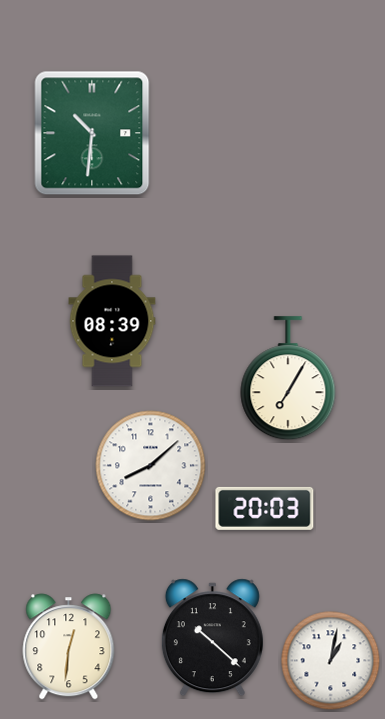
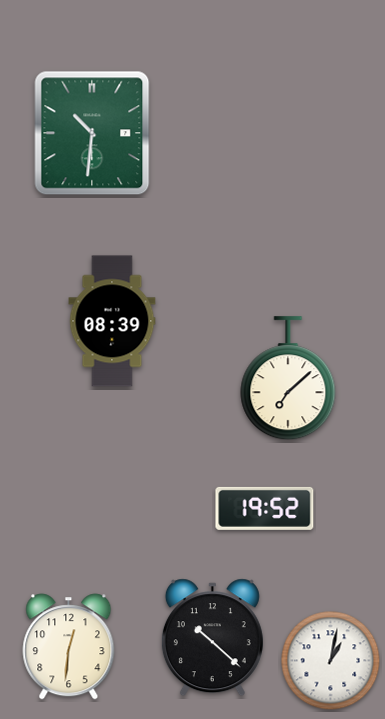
clock at (288, 379): 7:05 -> 7:08
clock at (151, 466): 8:08 -> none
clock at (265, 508): 20:03 -> 19:52
